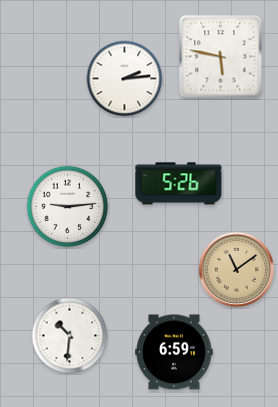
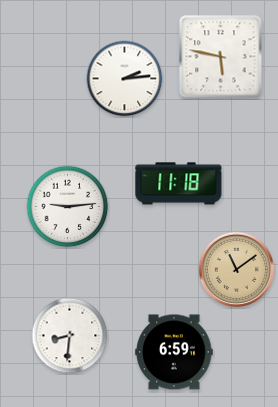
clock at (179, 184): 5:26 -> 11:18
clock at (70, 336): 10:31 -> 8:31
